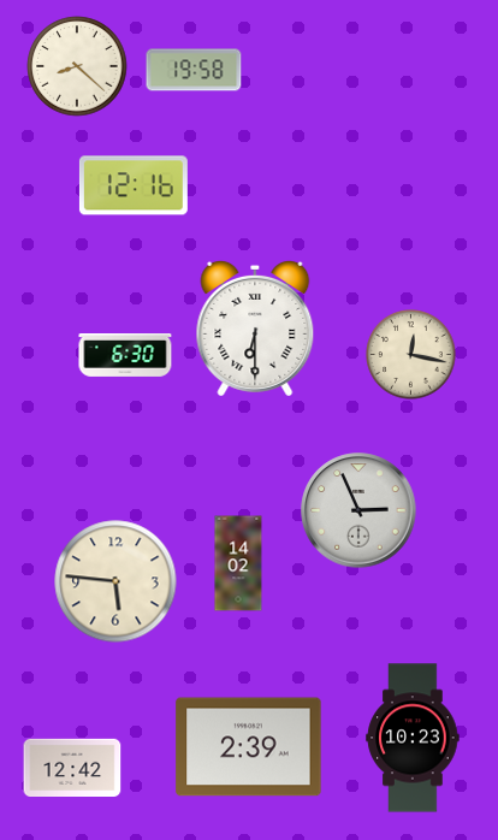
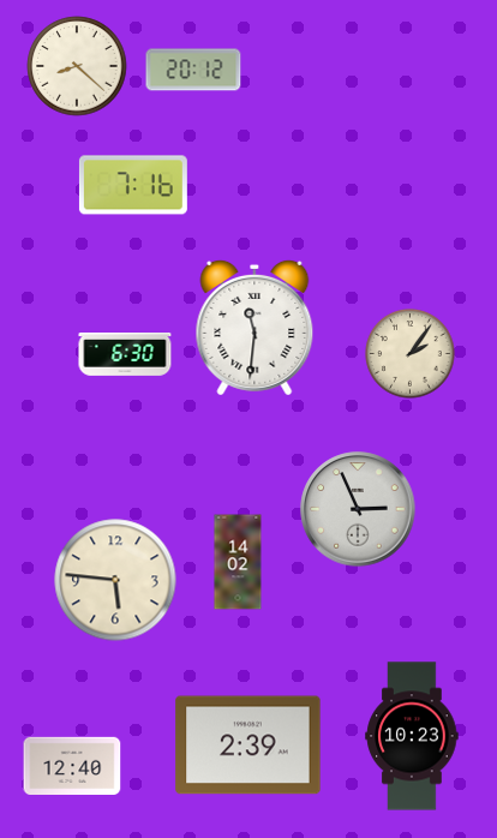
clock at (194, 70): 19:58 -> 20:12
clock at (134, 185): 12:16 -> 7:16
clock at (255, 329): 6:30 -> 11:31
clock at (411, 355): 12:17 -> 2:06
clock at (72, 767): 12:42 -> 12:40
